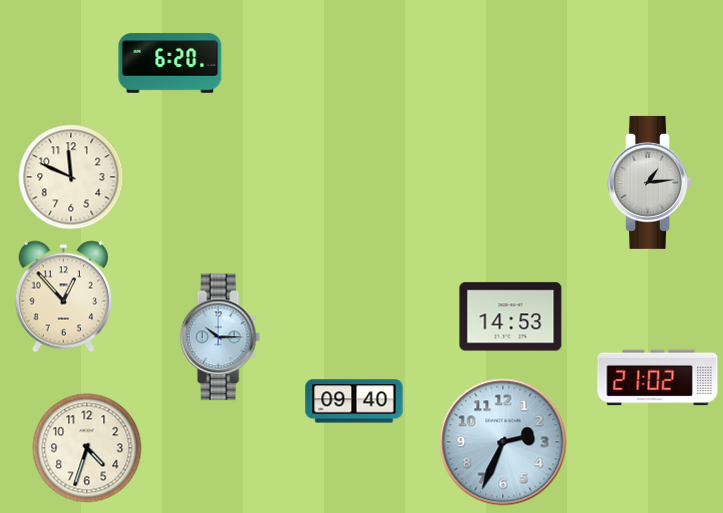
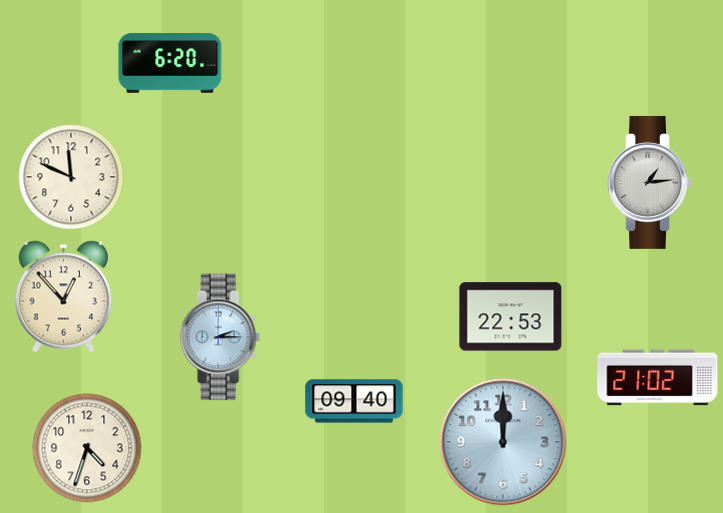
clock at (511, 317): 14:53 -> 22:53
clock at (220, 337): 10:15 -> 2:15
clock at (503, 442): 2:34 -> 12:00
